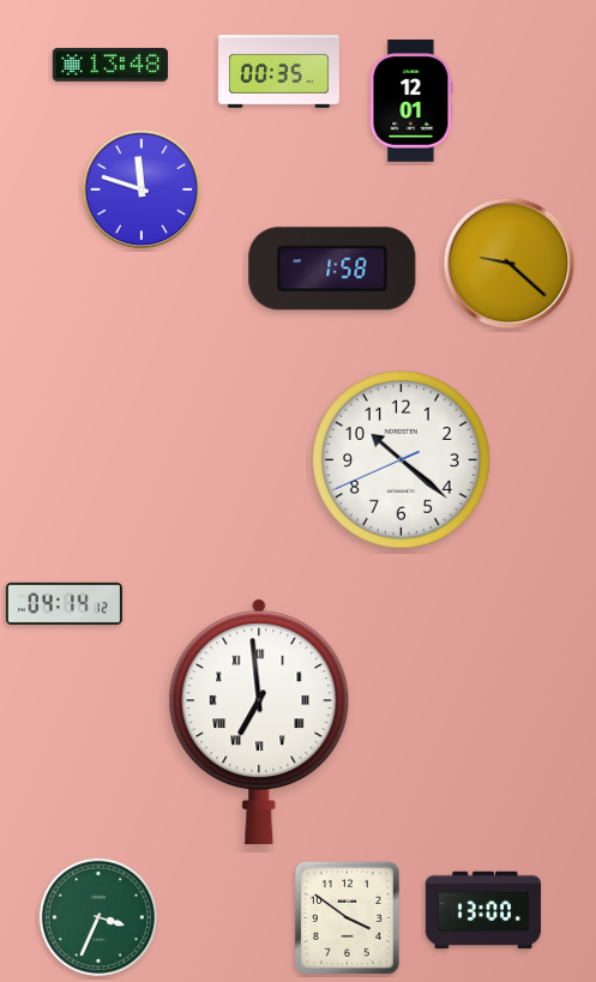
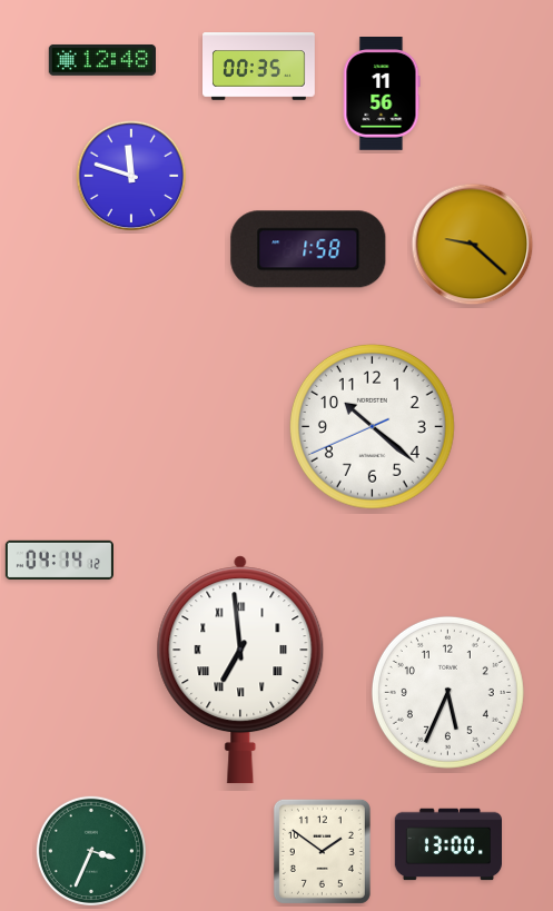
clock at (109, 65): 13:48 -> 12:48
clock at (411, 102): 12:01 -> 11:56
clock at (447, 692): none -> 5:34
clock at (347, 917): 3:51 -> 1:51
